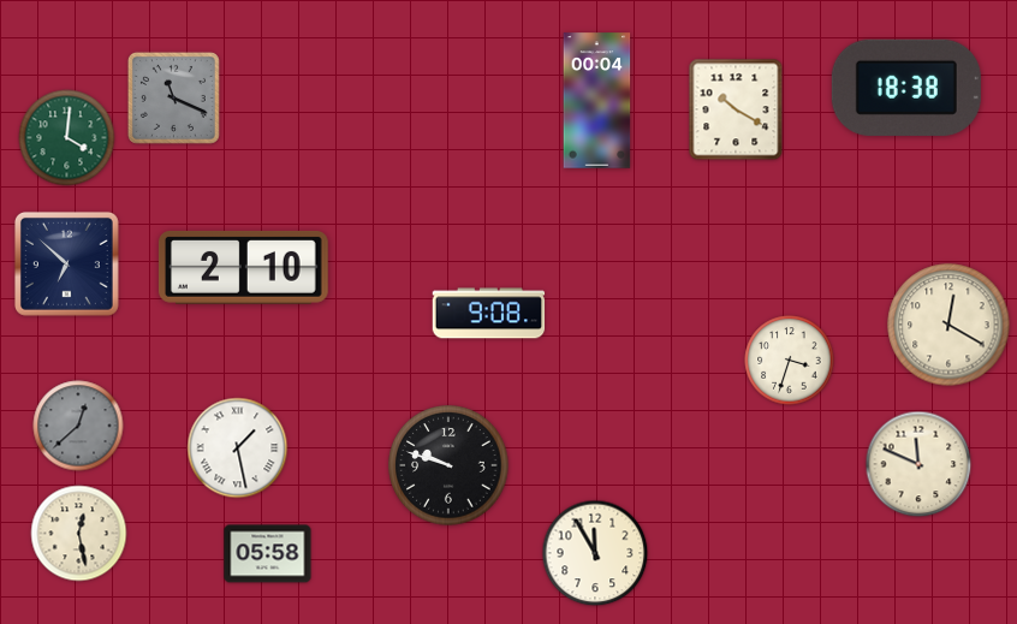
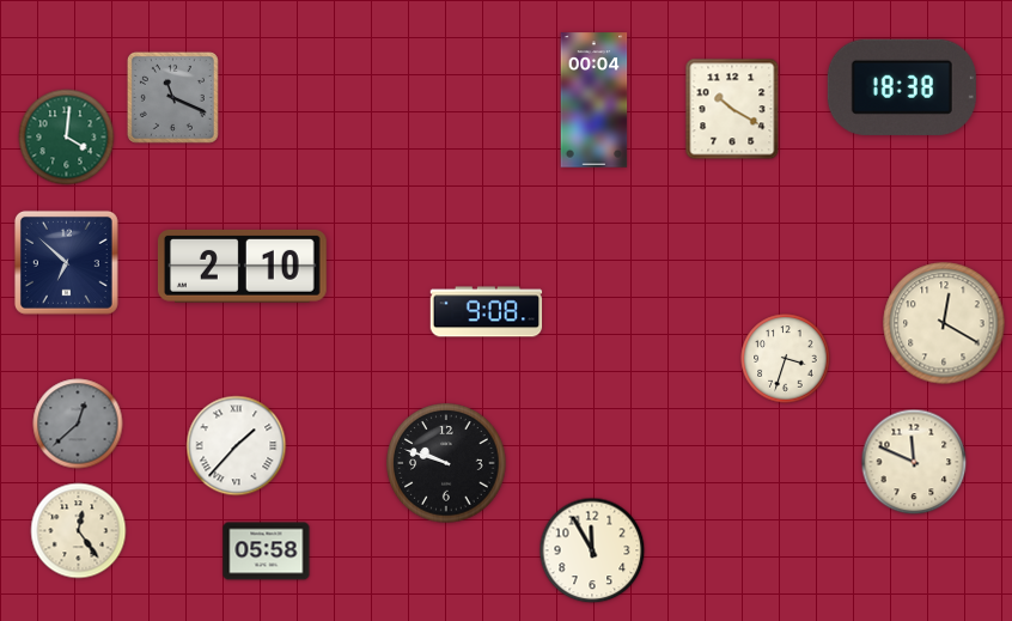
clock at (238, 448): 1:28 -> 1:37
clock at (79, 534): 12:28 -> 12:24
